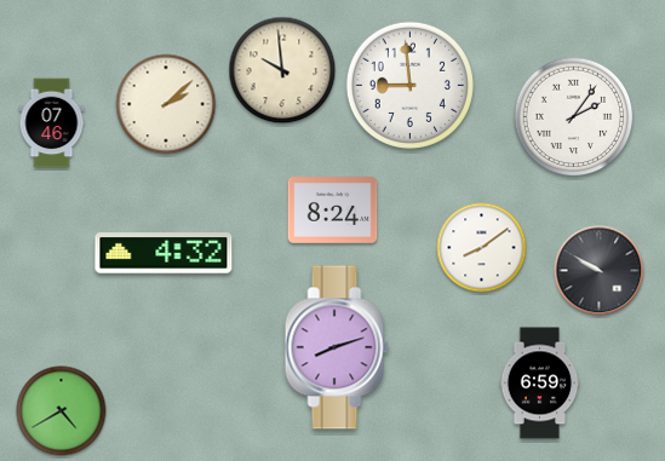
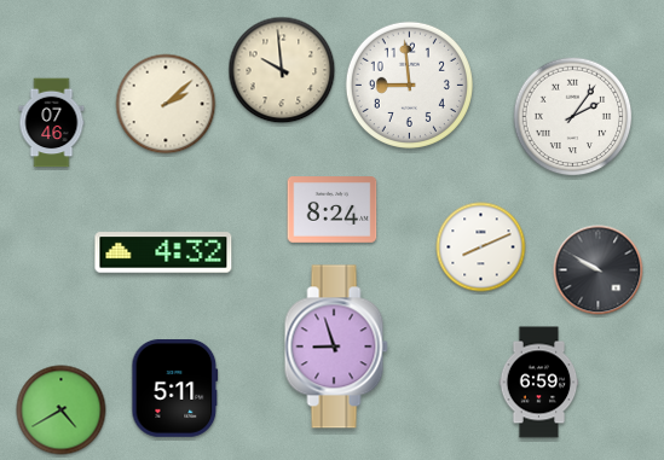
clock at (482, 248): 8:09 -> 8:11
clock at (337, 347): 8:12 -> 8:57
clock at (175, 389): none -> 5:11
